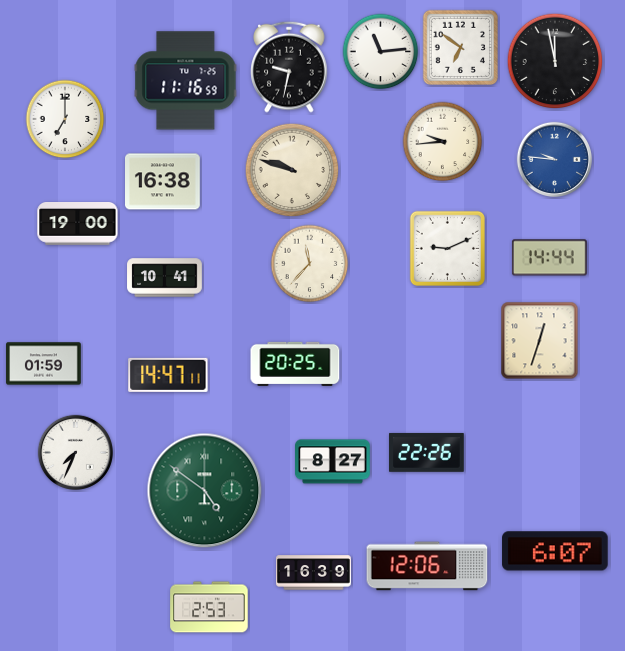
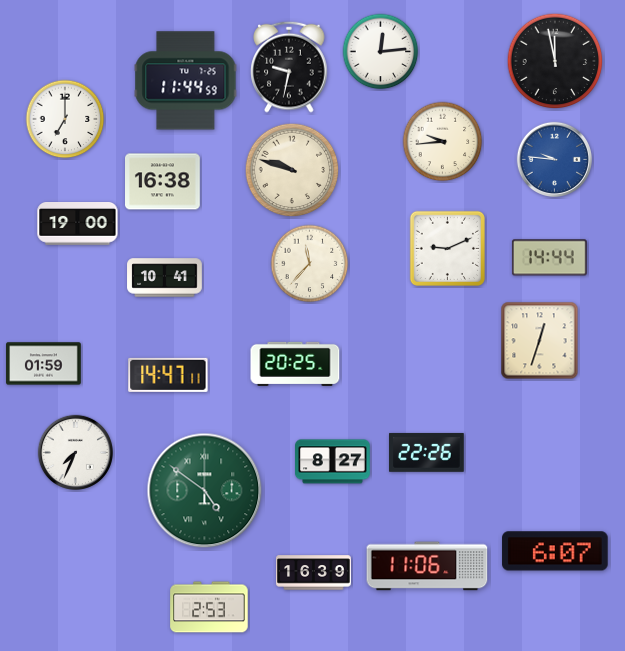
clock at (460, 47): 6:51 -> none
clock at (381, 52): 11:14 -> 12:14
clock at (186, 81): 11:16 -> 11:44
clock at (427, 566): 12:06 -> 11:06
